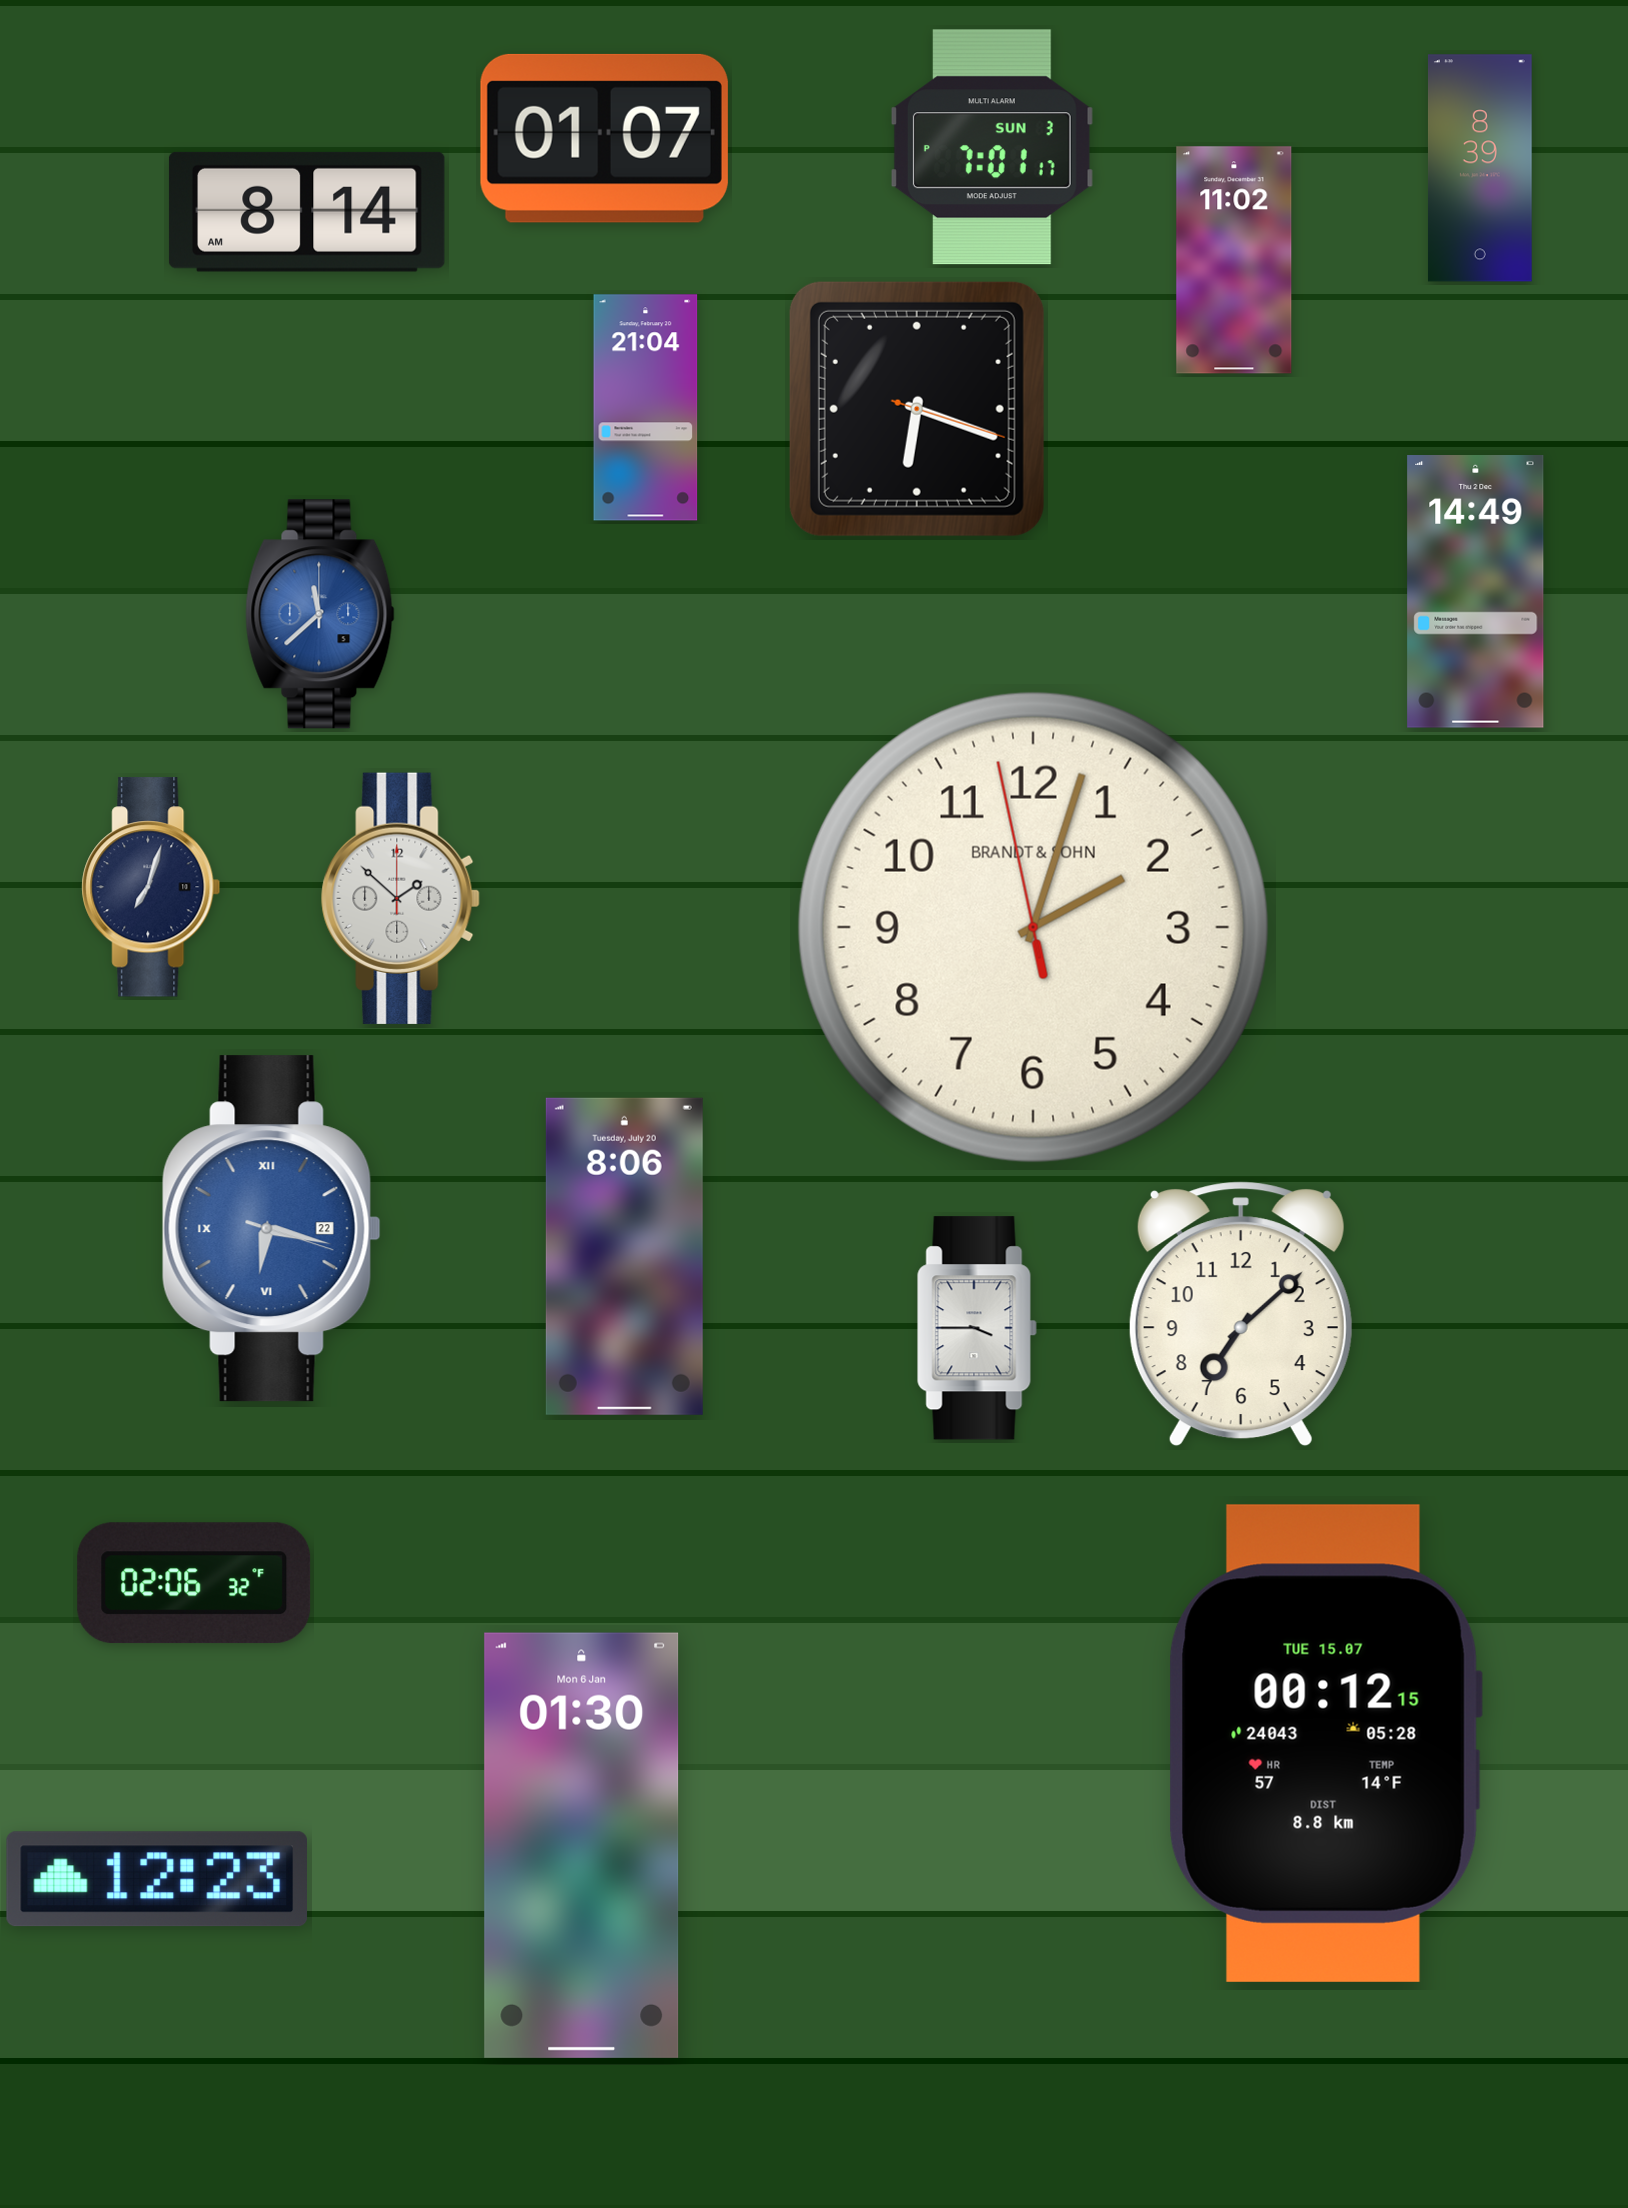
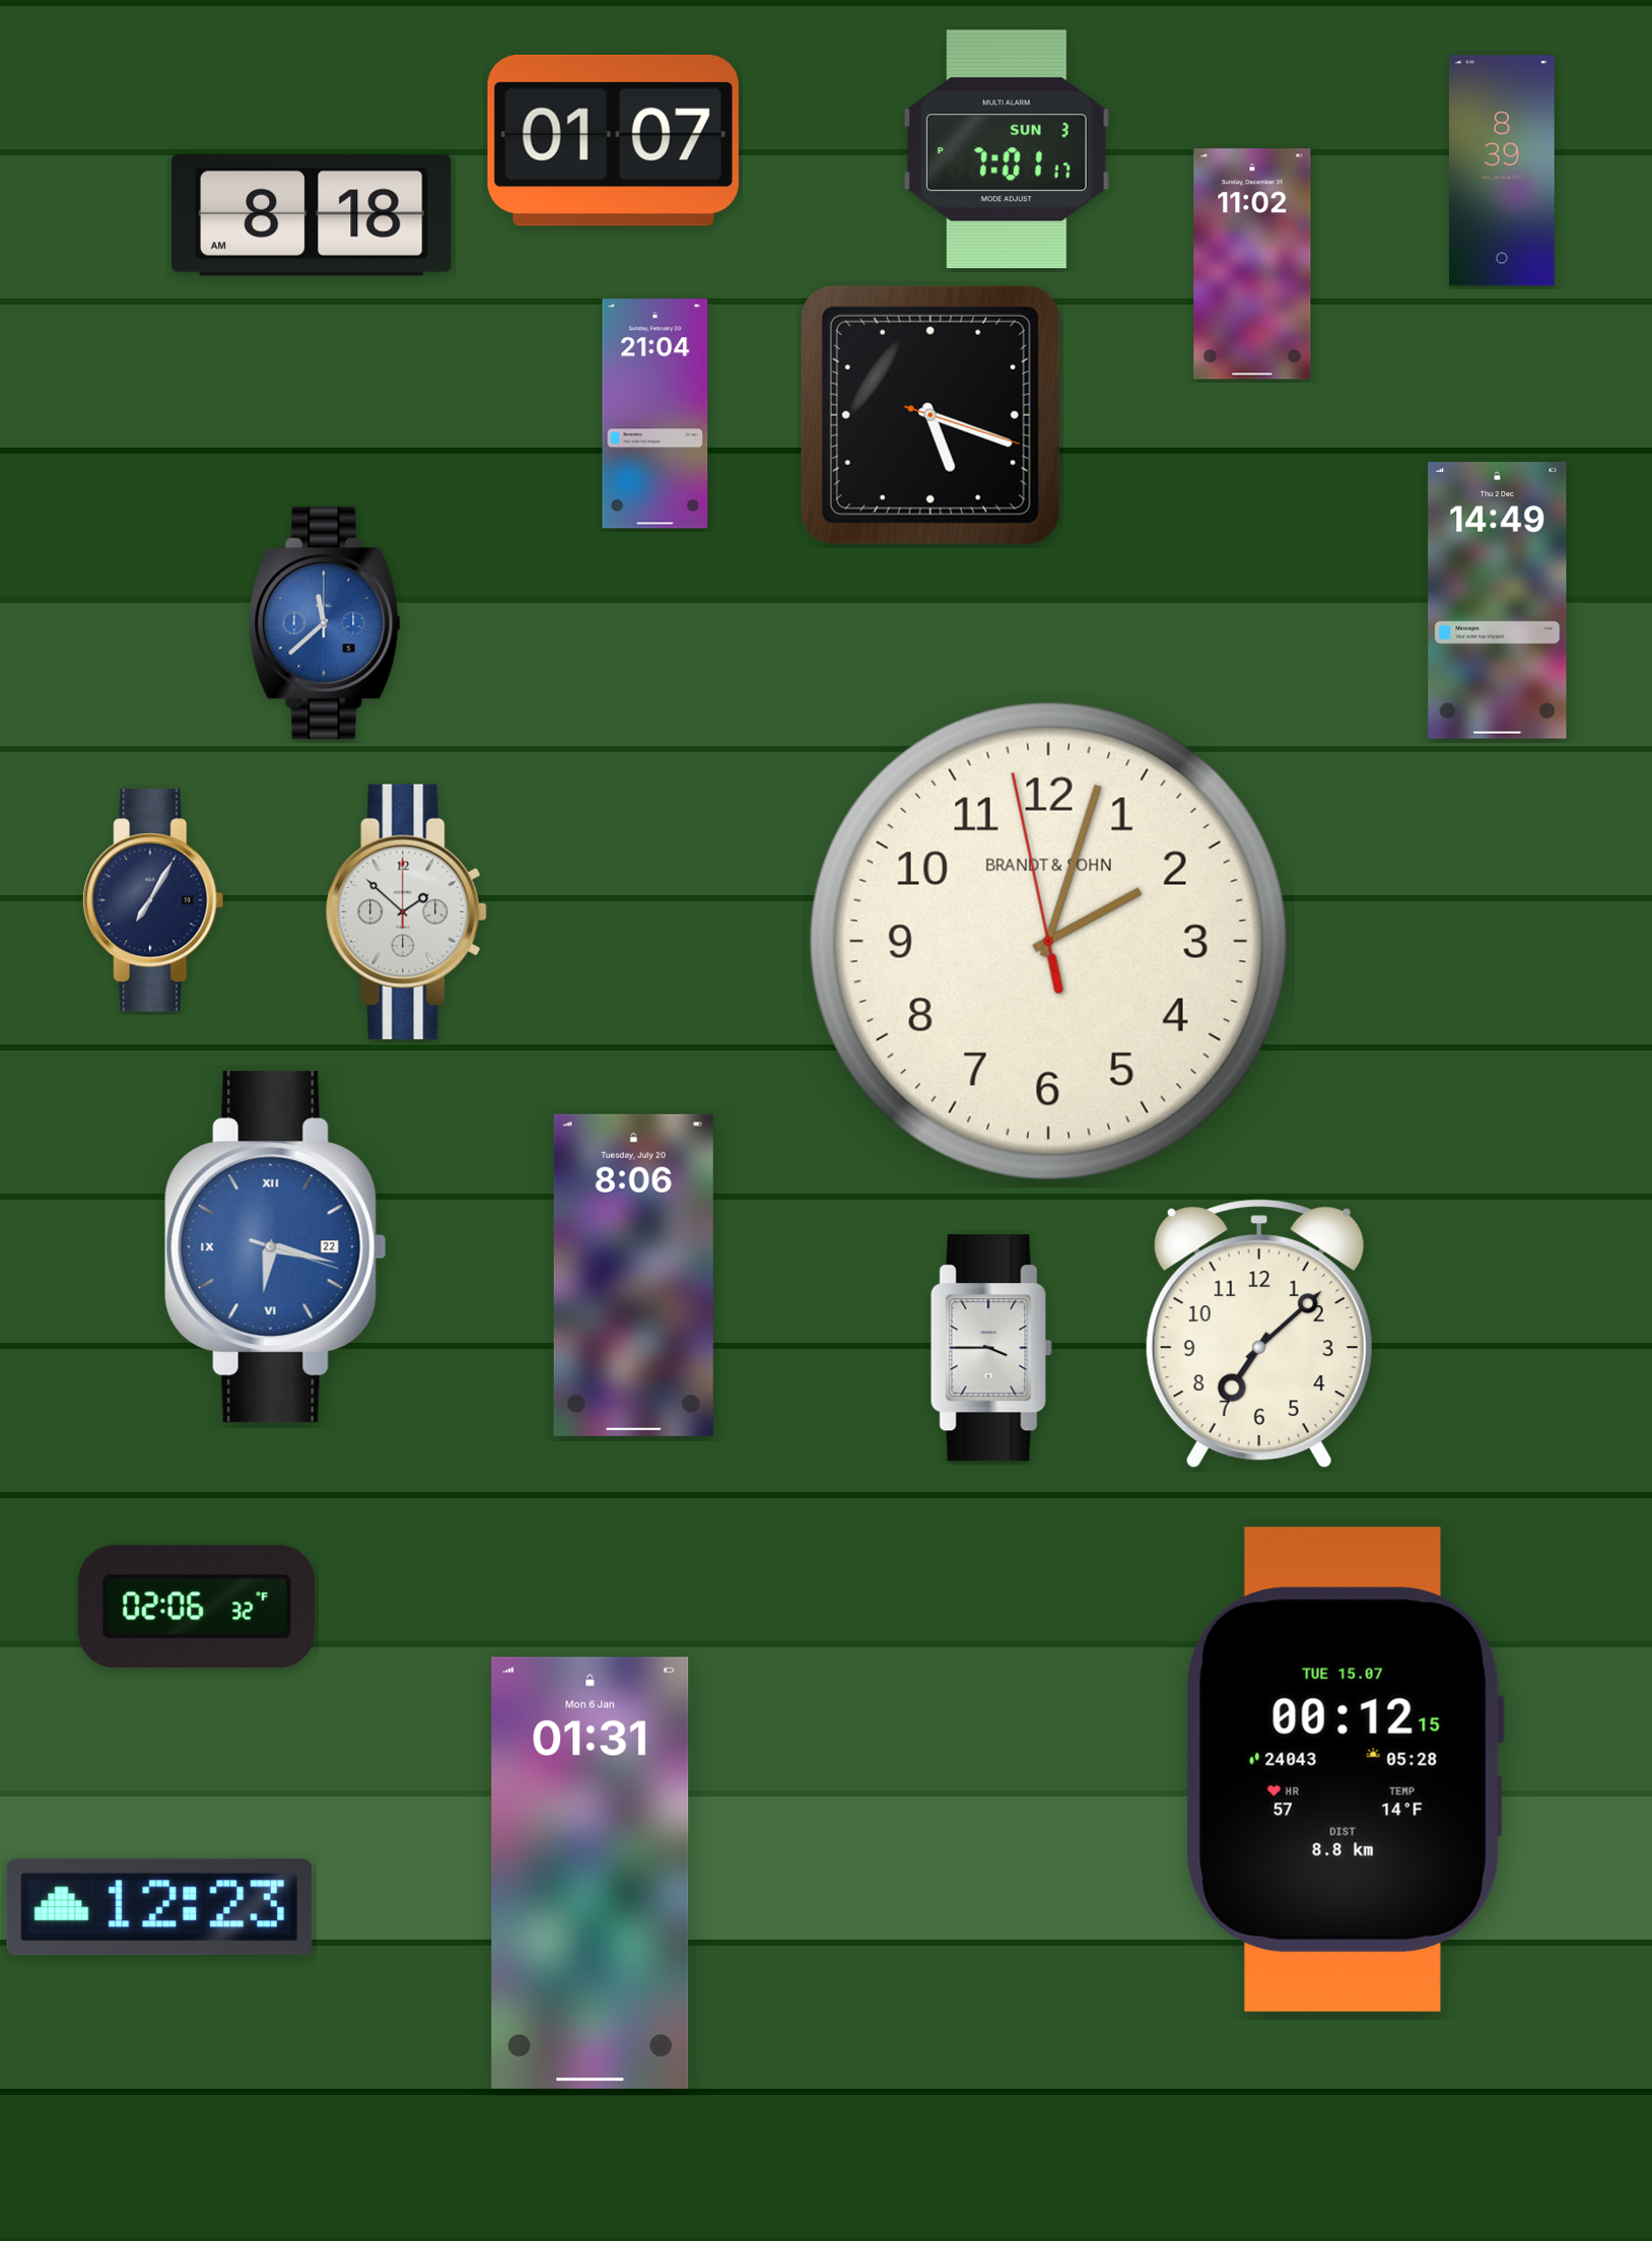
clock at (307, 212): 8:14 -> 8:18
clock at (917, 409): 6:18 -> 5:18
clock at (151, 887): 7:03 -> 7:05
clock at (582, 1845): 01:30 -> 01:31
